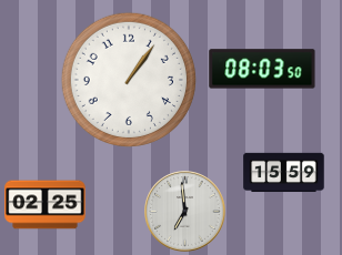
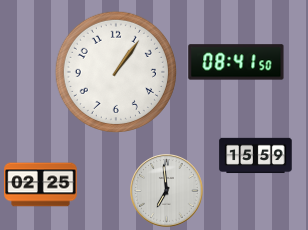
clock at (262, 69): 08:03 -> 08:41
